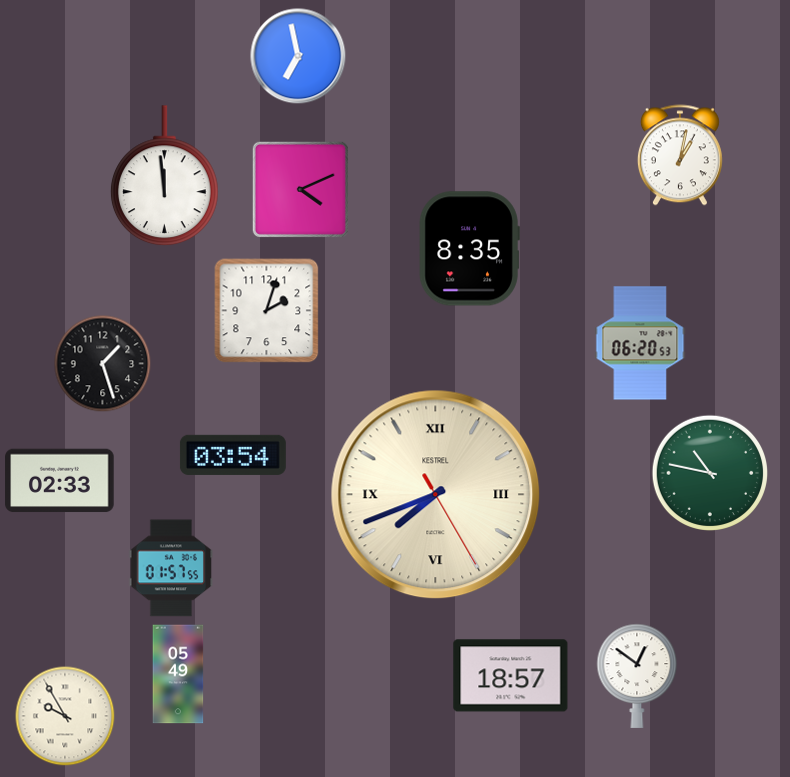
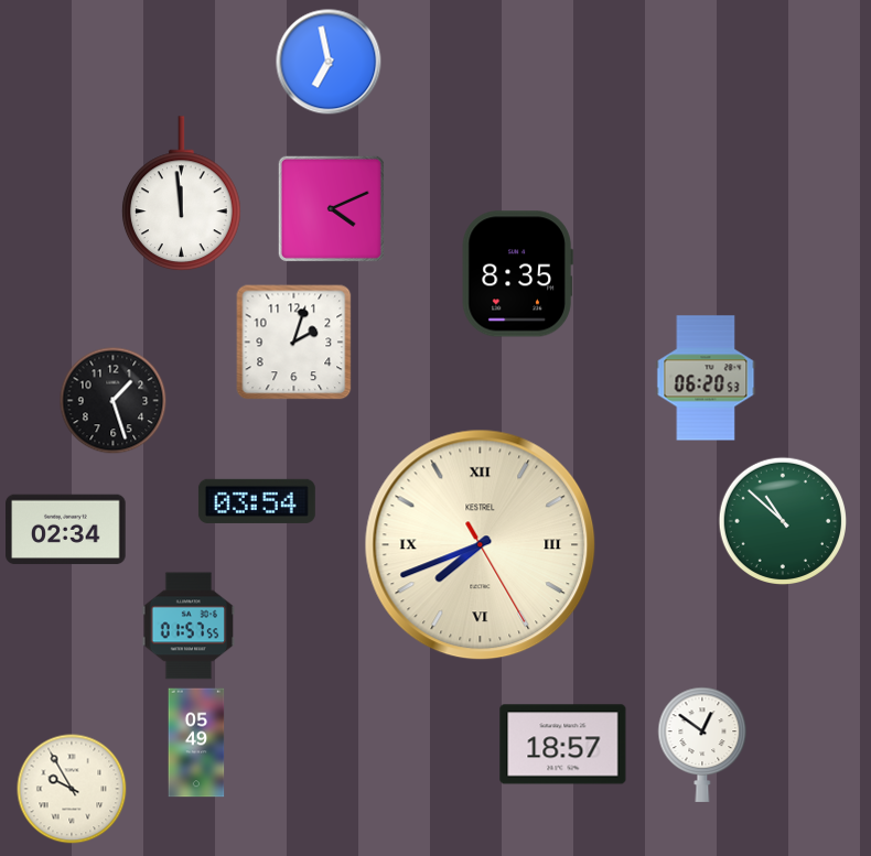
clock at (680, 155): 1:02 -> none
clock at (709, 472): 10:47 -> 10:52
clock at (60, 481): 02:33 -> 02:34
